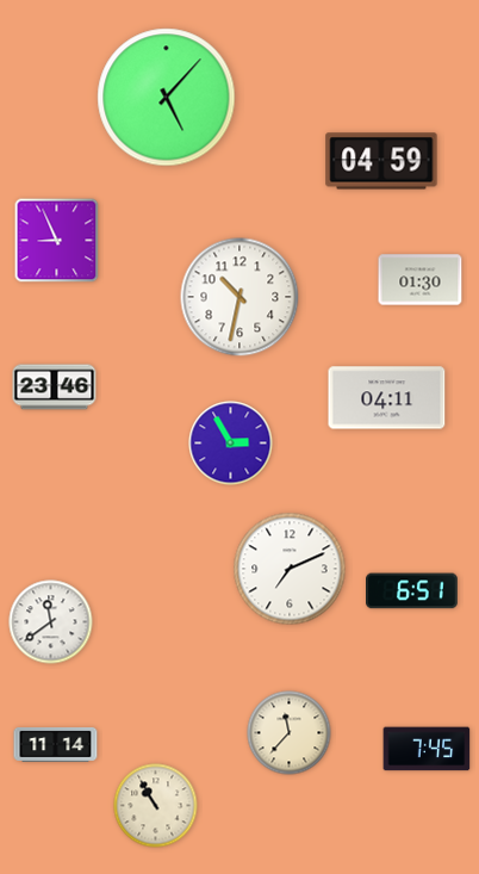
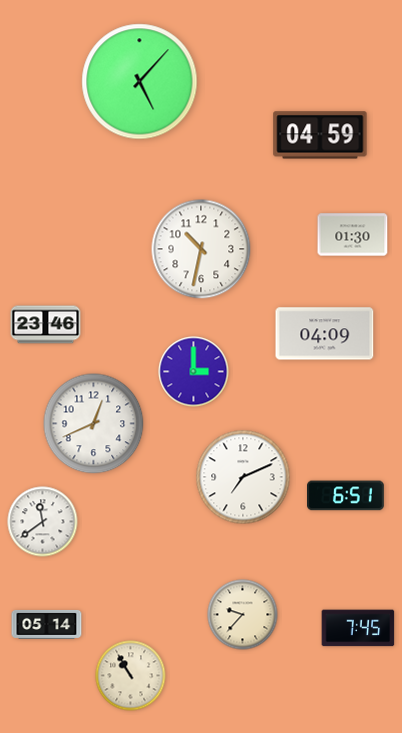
clock at (57, 241): 8:56 -> none
clock at (387, 398): 04:11 -> 04:09
clock at (231, 444): 2:55 -> 3:00
clock at (94, 424): none -> 12:41
clock at (290, 733): 11:37 -> 9:37
clock at (56, 744): 11:14 -> 05:14
